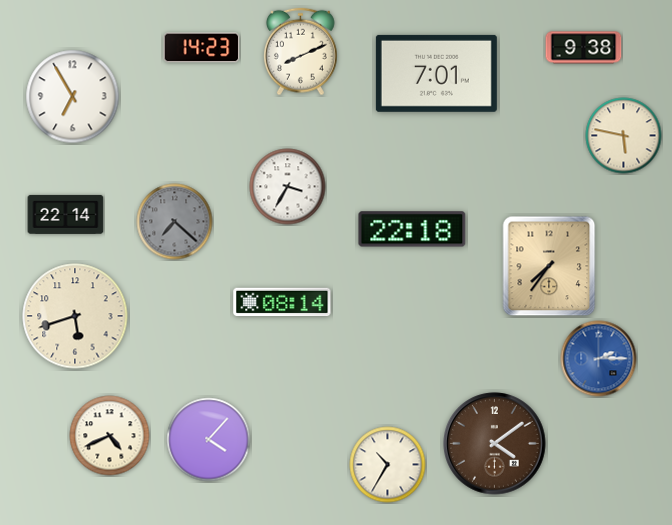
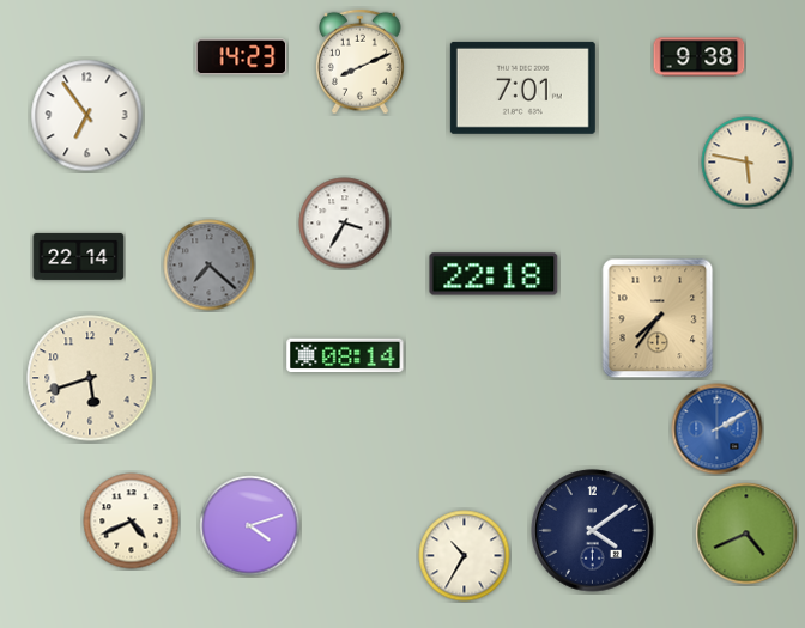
clock at (73, 97): 6:55 -> 6:54
clock at (282, 302) position: (282, 302) -> (345, 355)
clock at (599, 359): 2:15 -> 2:10
clock at (209, 440): 4:07 -> 4:12
clock at (495, 444) dial: brown -> navy
clock at (746, 534): none -> 4:41
